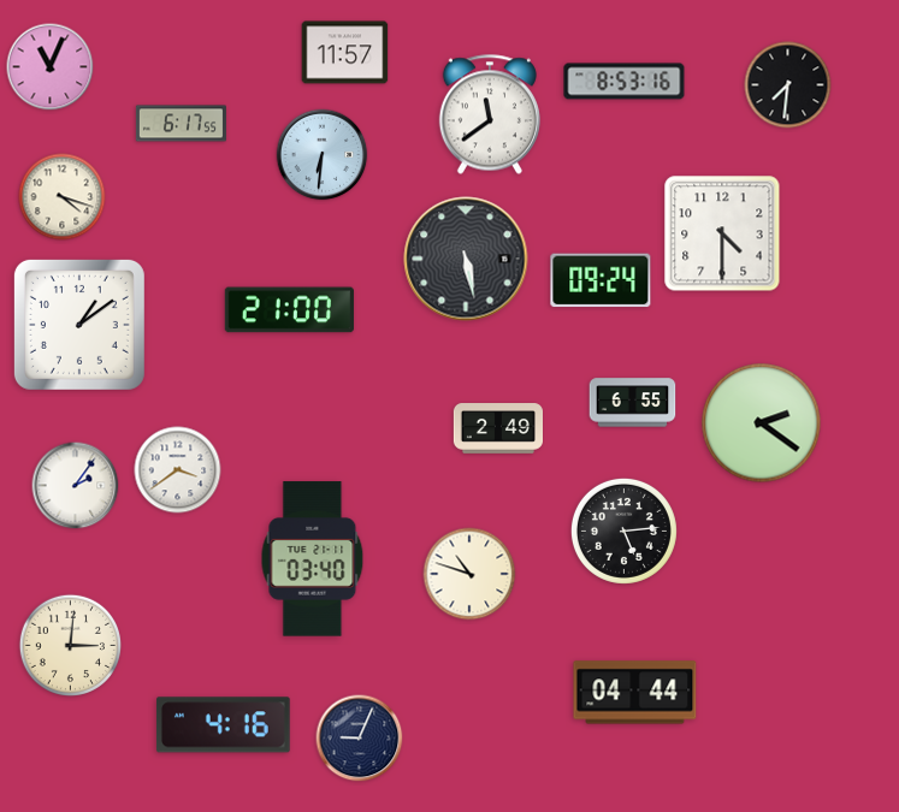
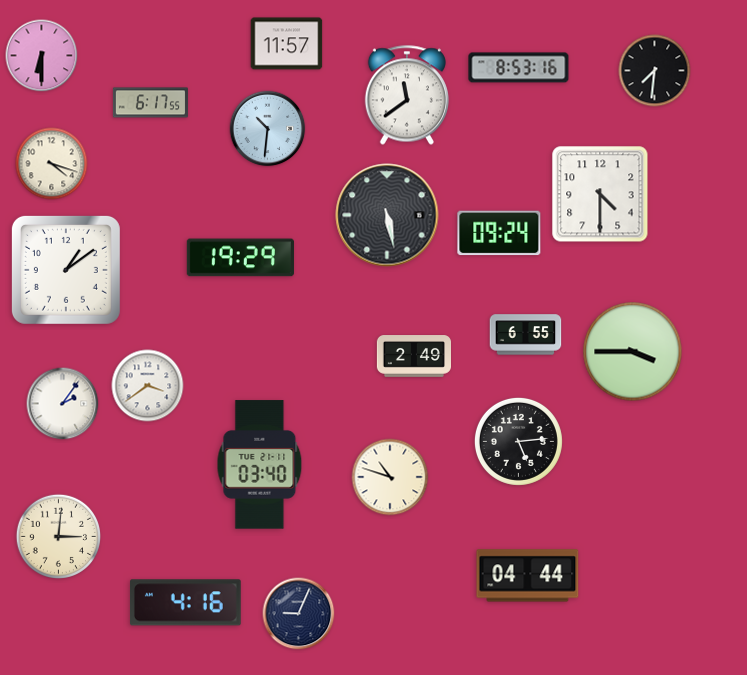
clock at (51, 67): 11:04 -> 6:30
clock at (323, 155): 6:31 -> 10:31
clock at (289, 310): 21:00 -> 19:29
clock at (762, 423): 2:21 -> 3:45
clock at (178, 470) position: (178, 470) -> (148, 386)
